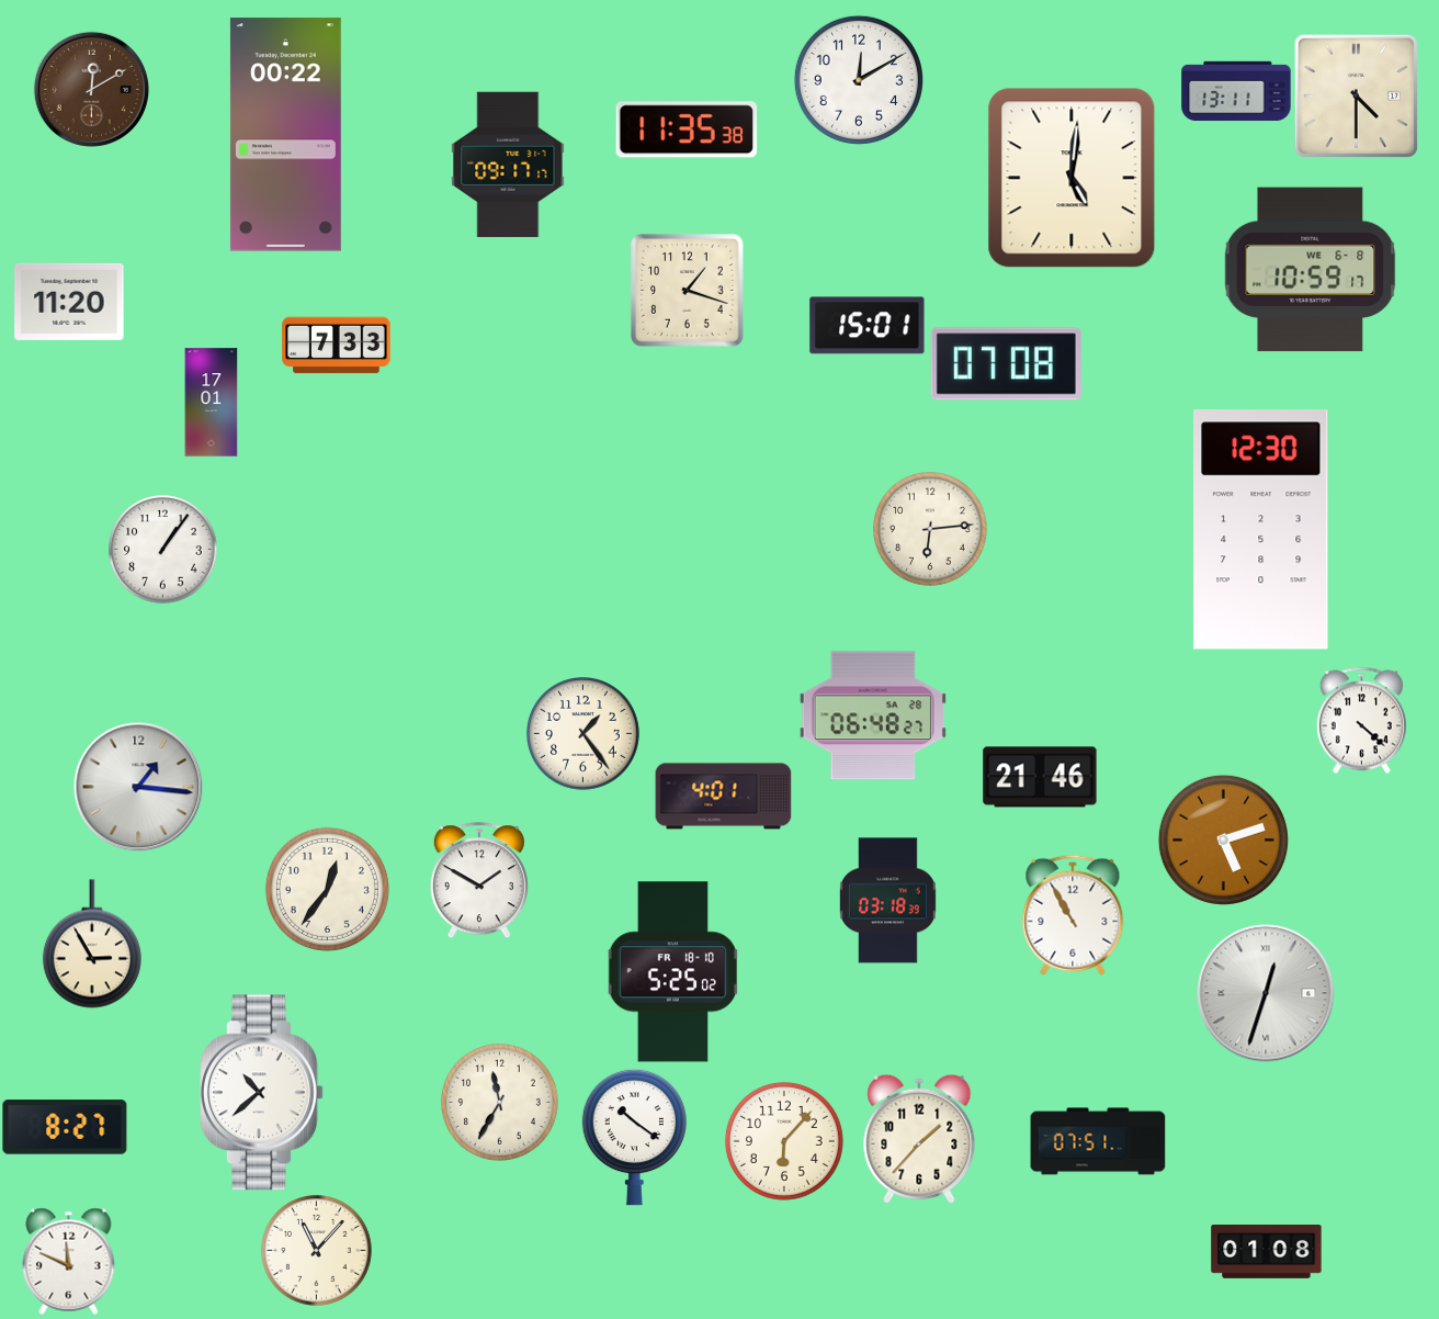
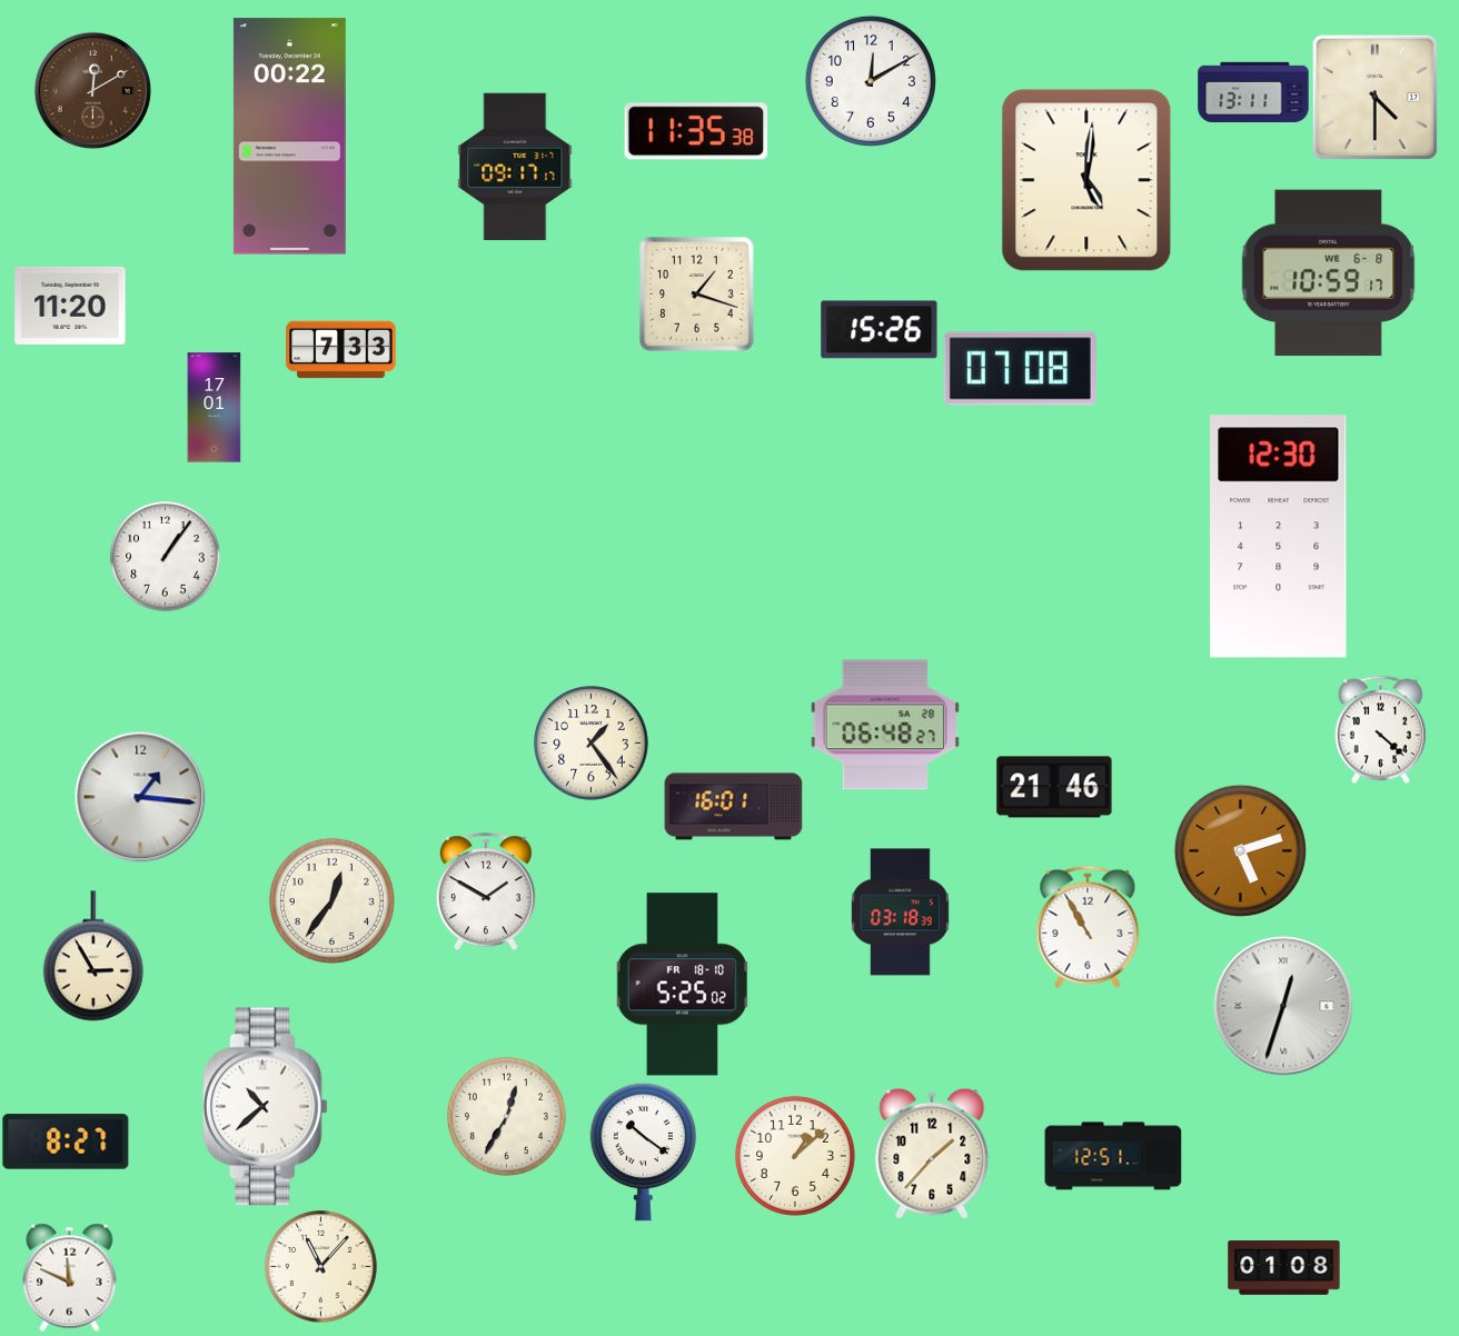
clock at (868, 326): 15:01 -> 15:26
clock at (931, 530): 6:14 -> none
clock at (724, 797): 4:01 -> 16:01
clock at (499, 1102): 11:35 -> 12:35
clock at (784, 1141): 6:07 -> 1:08
clock at (1098, 1141): 07:51 -> 12:51
